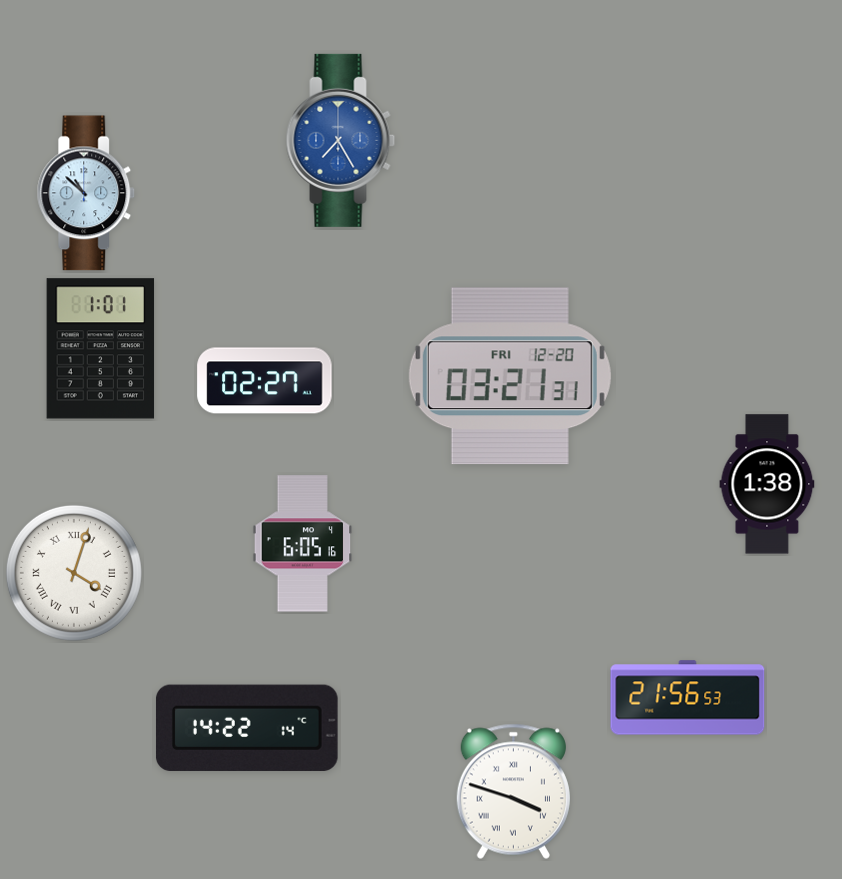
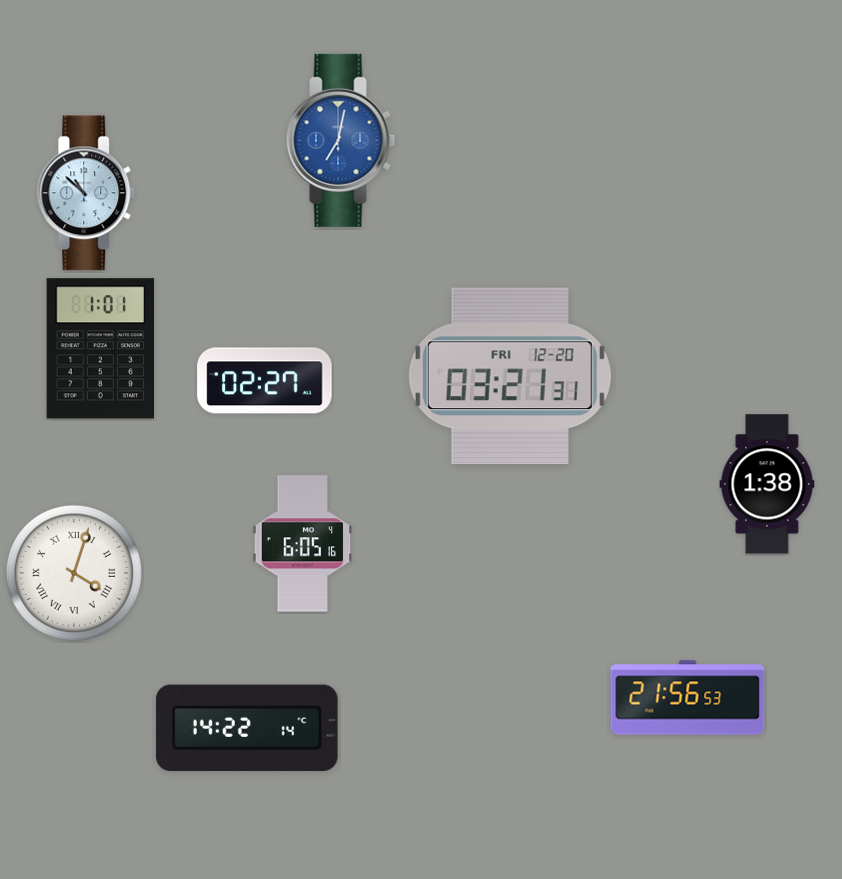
clock at (341, 140): 7:25 -> 7:02
clock at (513, 791): 3:48 -> none
